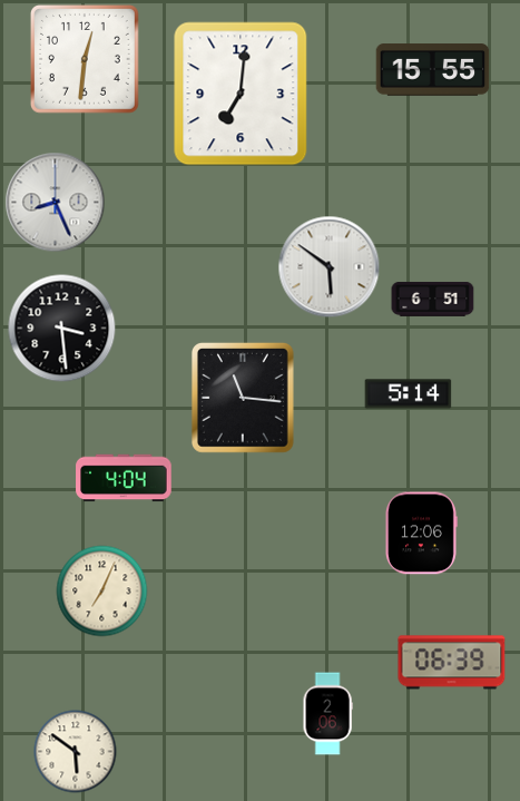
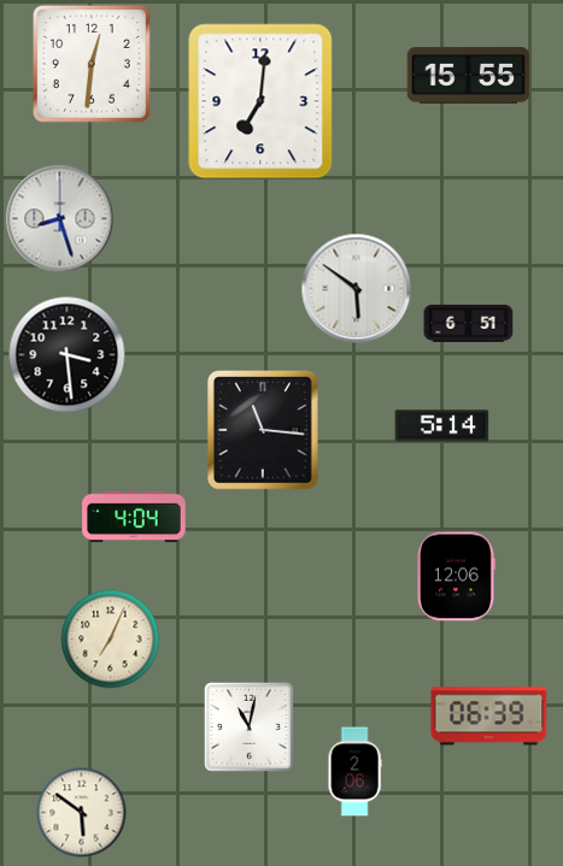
clock at (56, 203): 8:26 -> 8:27
clock at (248, 726): none -> 11:02
